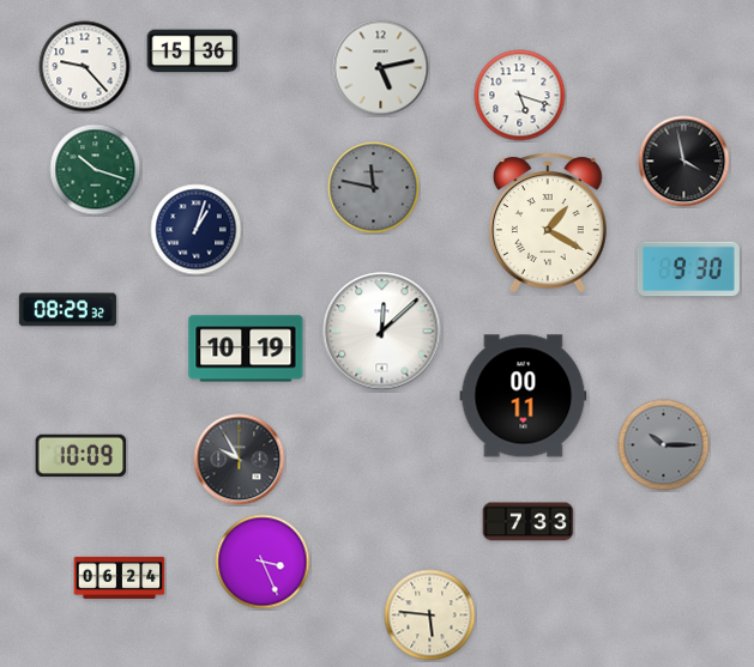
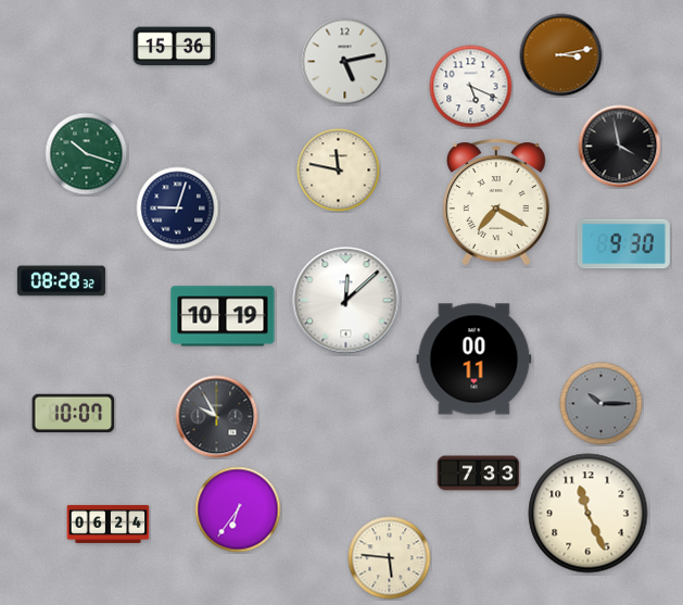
clock at (561, 55): none -> 3:13
clock at (85, 67): 9:23 -> none
clock at (520, 96): 5:18 -> 5:19
clock at (374, 188) dial: grey -> cream
clock at (548, 223): 1:20 -> 7:20
clock at (197, 230): 1:03 -> 9:03
clock at (67, 310): 08:29 -> 08:28
clock at (82, 455): 10:09 -> 10:07
clock at (263, 562): 3:26 -> 6:36
clock at (589, 514): none -> 11:26
